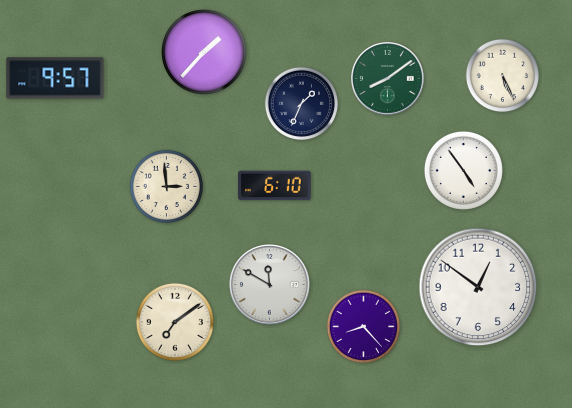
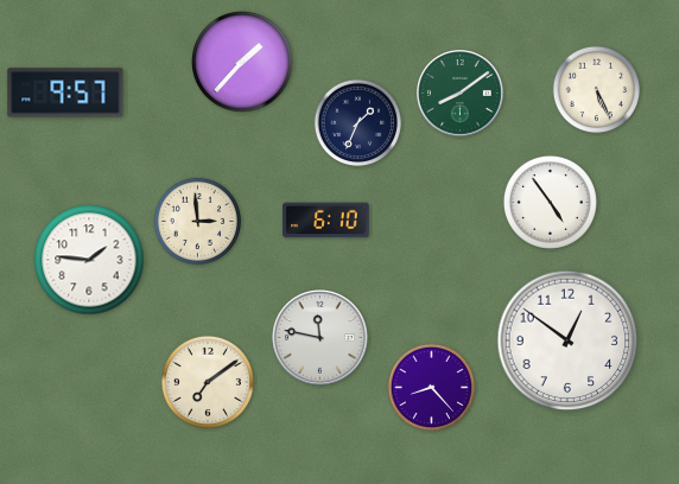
clock at (89, 260): none -> 1:46
clock at (270, 285): 11:50 -> 11:47
